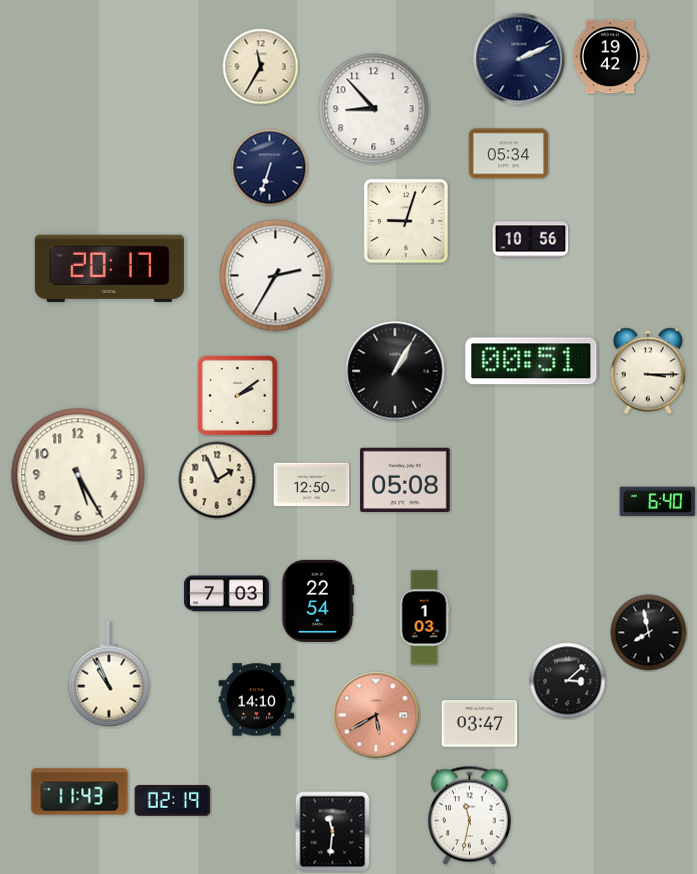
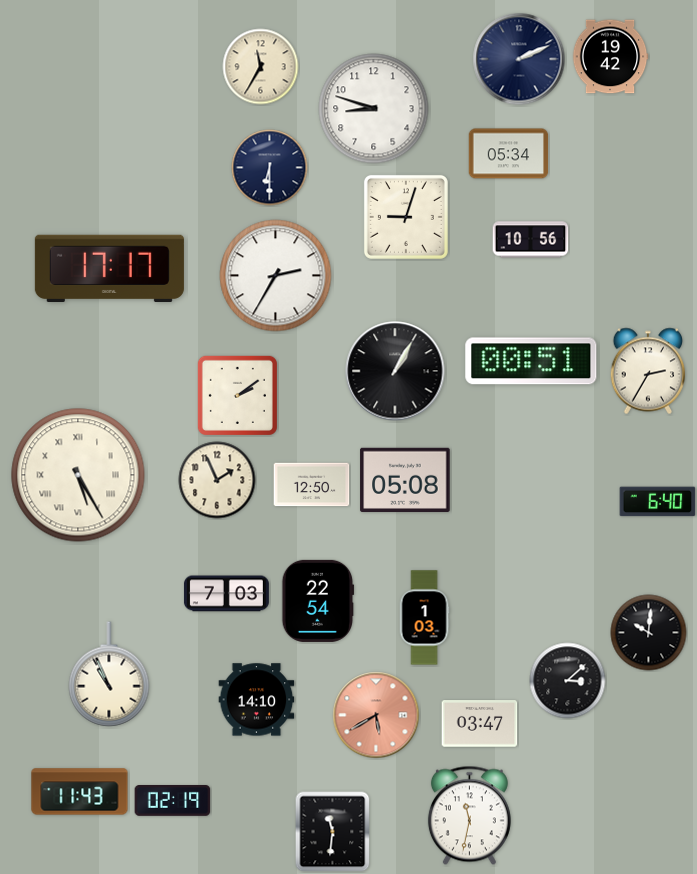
clock at (374, 109): 8:53 -> 8:48
clock at (270, 168): 6:33 -> 6:30
clock at (406, 221) position: (406, 221) -> (406, 217)
clock at (109, 268): 20:17 -> 17:17
clock at (648, 371): 3:15 -> 2:35
clock at (78, 475) numerals: Arabic -> Roman
clock at (649, 633): 7:58 -> 10:01
